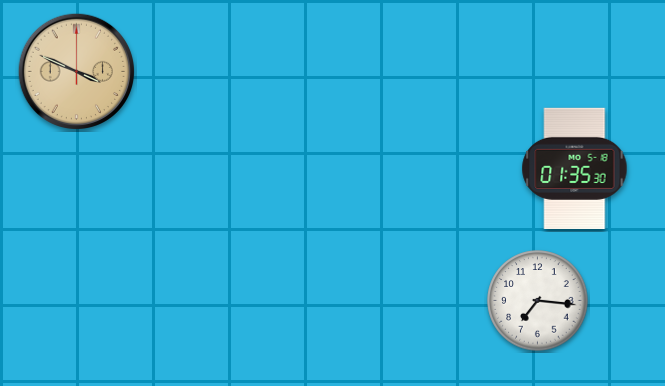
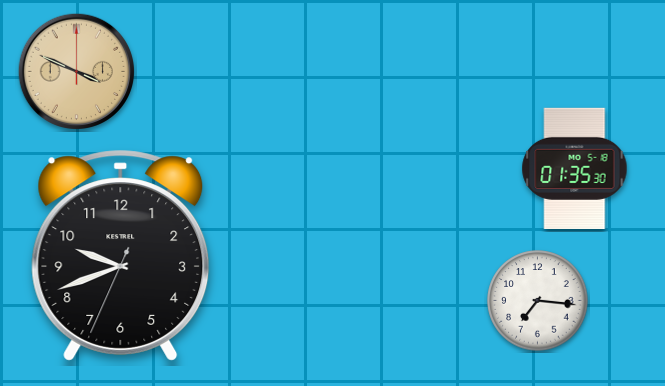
clock at (121, 256): none -> 9:41
